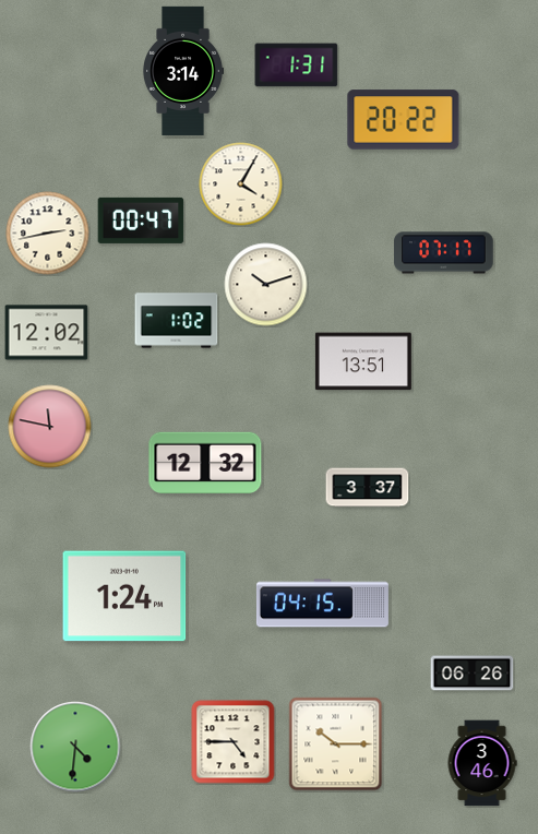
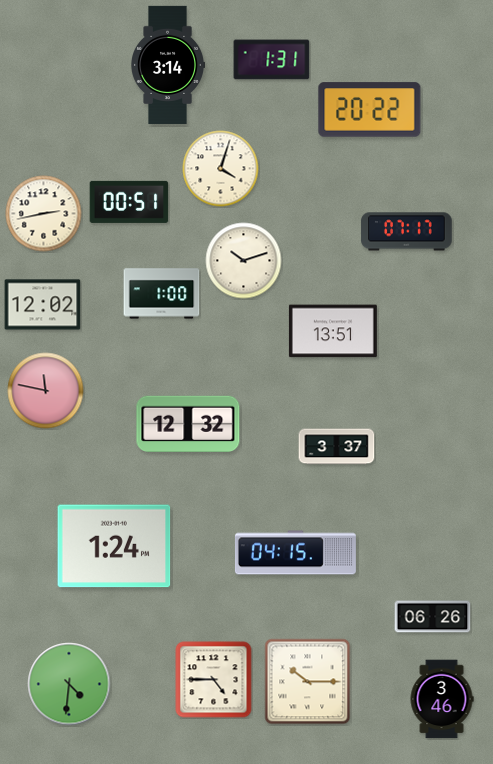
clock at (241, 184): 4:05 -> 4:03
clock at (141, 221): 00:47 -> 00:51
clock at (177, 321): 1:02 -> 1:00
